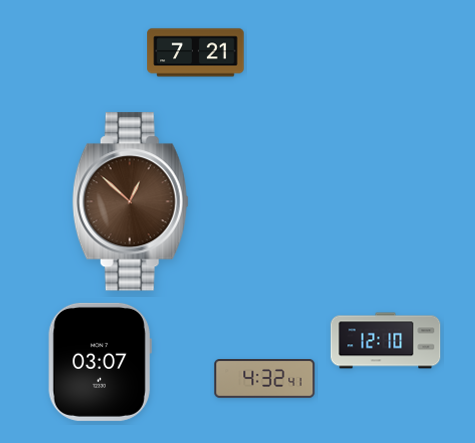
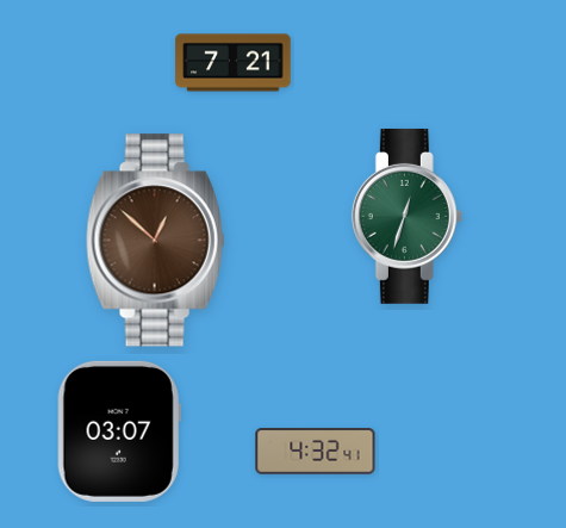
clock at (406, 216): none -> 12:33
clock at (386, 341): 12:10 -> none
